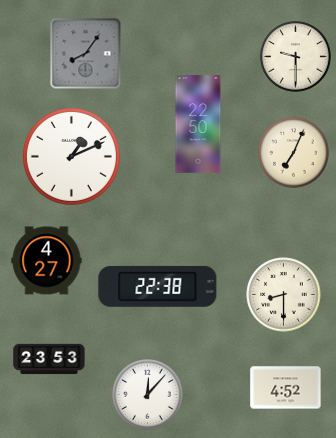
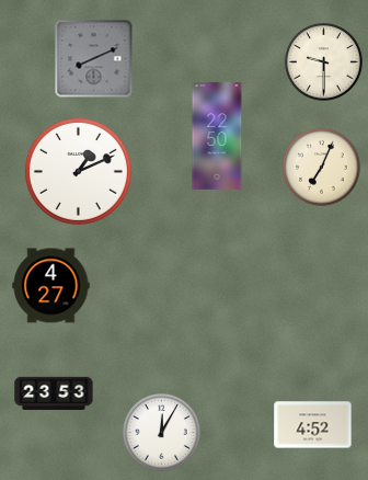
clock at (86, 54): 8:06 -> 8:11
clock at (158, 286): 22:38 -> none
clock at (284, 295): 8:30 -> none
clock at (148, 395): 12:07 -> 12:05
